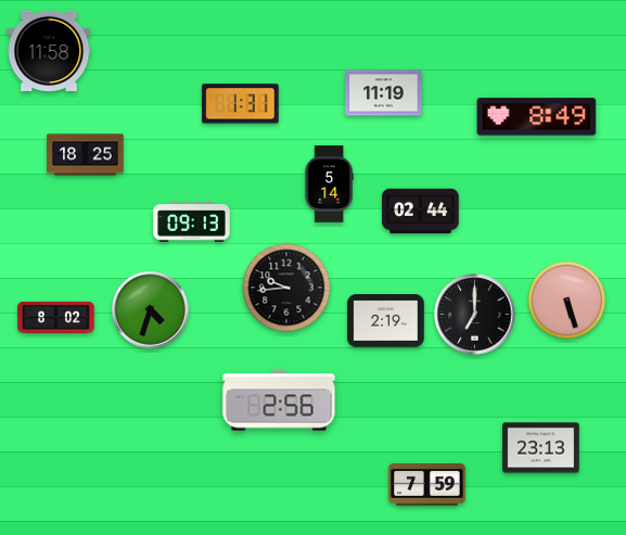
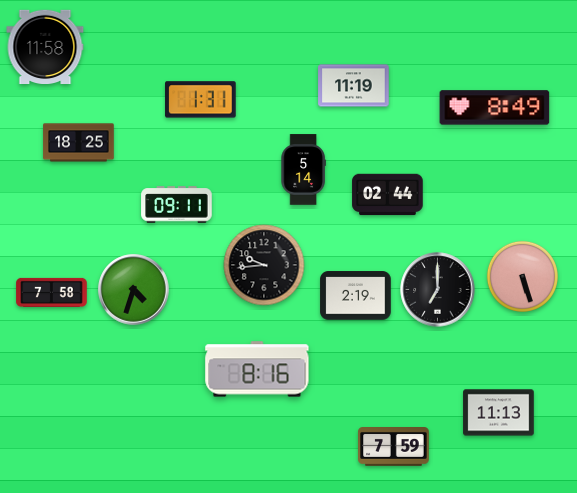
clock at (241, 104) position: (241, 104) -> (201, 100)
clock at (192, 222): 09:13 -> 09:11
clock at (151, 310) position: (151, 310) -> (134, 290)
clock at (56, 317): 8:02 -> 7:58
clock at (279, 400): 2:56 -> 8:16
clock at (541, 448): 23:13 -> 11:13
